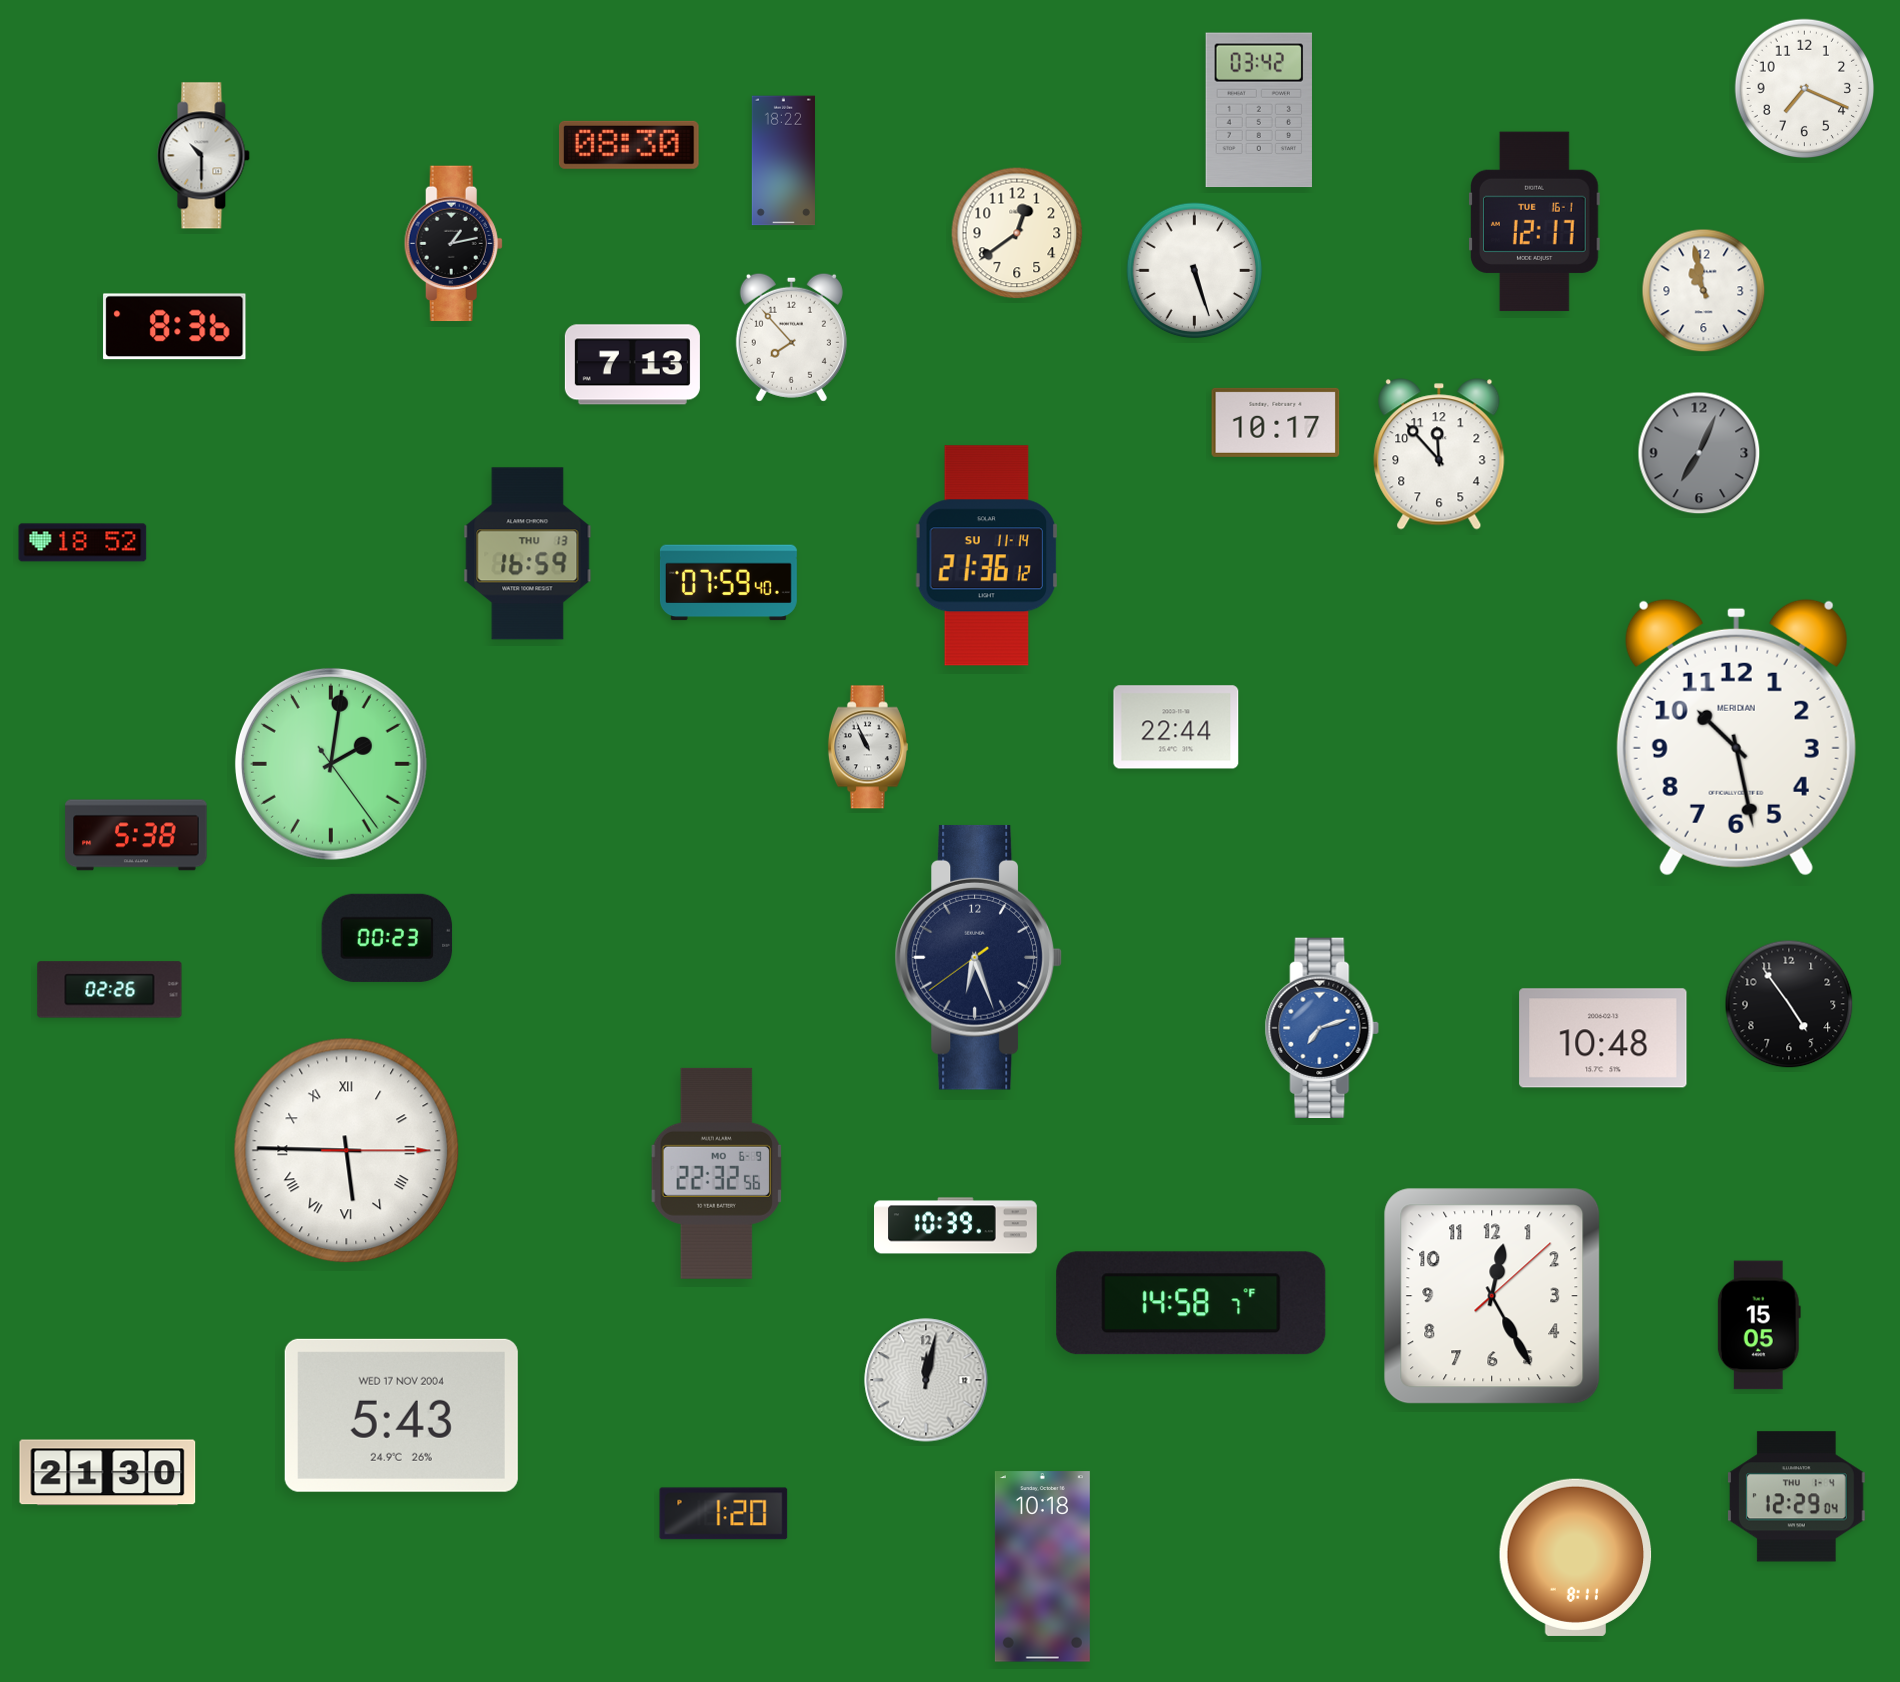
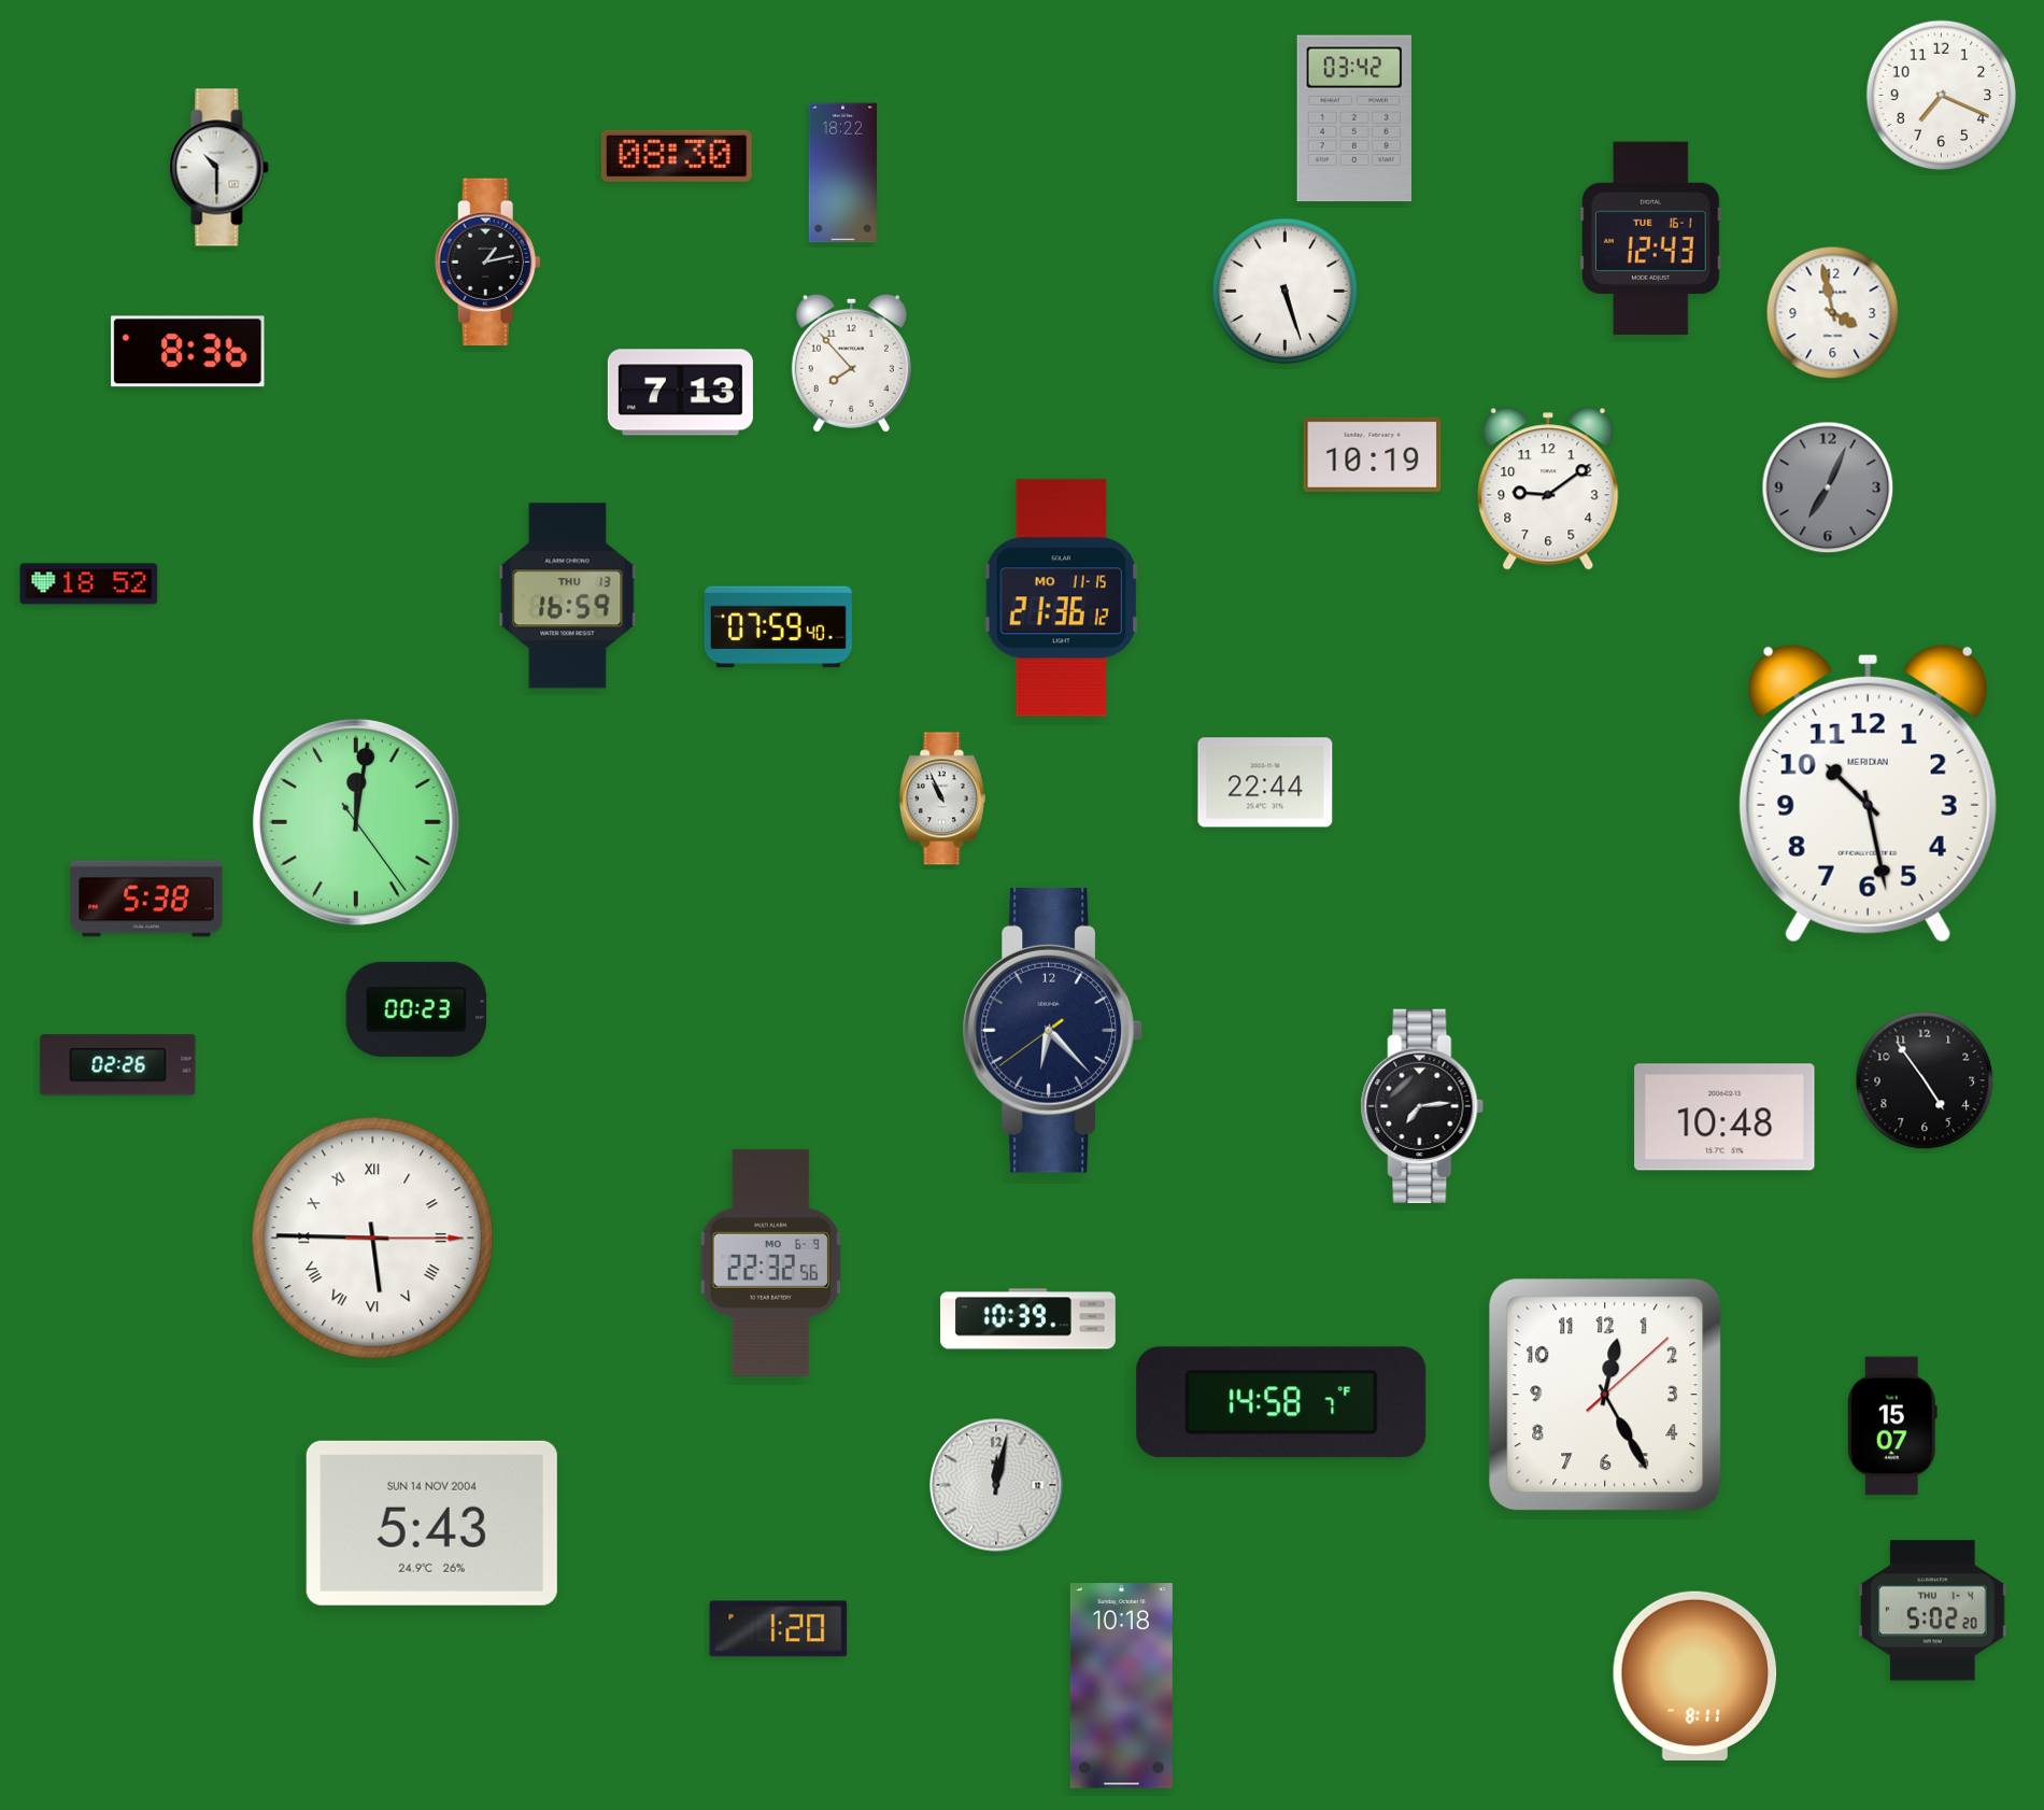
clock at (1535, 222): 12:17 -> 12:43
clock at (1017, 233): 12:39 -> none
clock at (1704, 291): 10:58 -> 3:58
clock at (1276, 422): 10:17 -> 10:19
clock at (1439, 454): 11:53 -> 9:09
clock at (987, 556) date: SU 11-14 -> MO 11-15
clock at (728, 583) position: (728, 583) -> (778, 627)
clock at (868, 747) position: (868, 747) -> (942, 798)
clock at (331, 764): 2:01 -> 12:01
clock at (978, 958): 6:26 -> 6:22
clock at (1322, 1027): 7:12 -> 7:14
clock at (1322, 1027) dial: blue -> black
clock at (1759, 1325): 15:05 -> 15:07
clock at (401, 1415) date: WED 17 NOV 2004 -> SUN 14 NOV 2004
clock at (108, 1473): 21:30 -> none
clock at (1796, 1497): 12:29 -> 5:02
